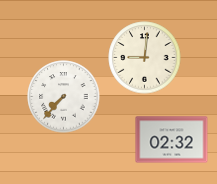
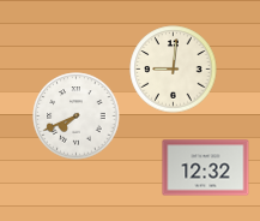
clock at (64, 97): 7:37 -> 7:41
clock at (172, 140): 02:32 -> 12:32
